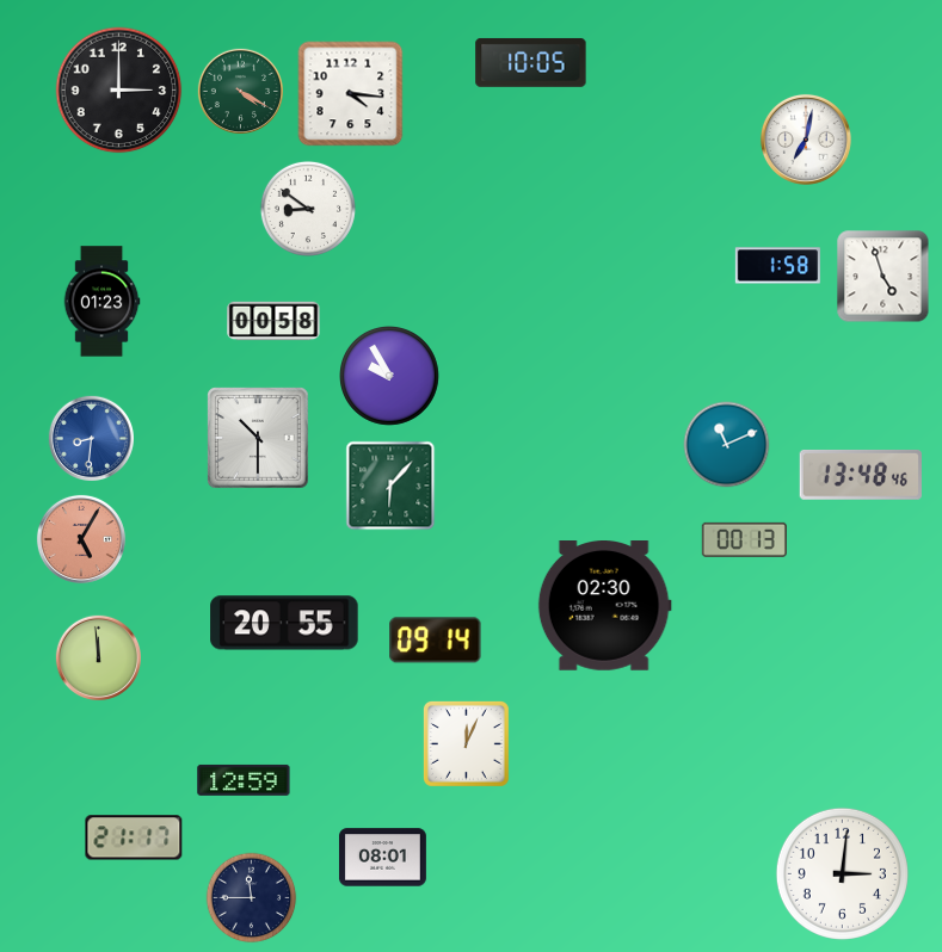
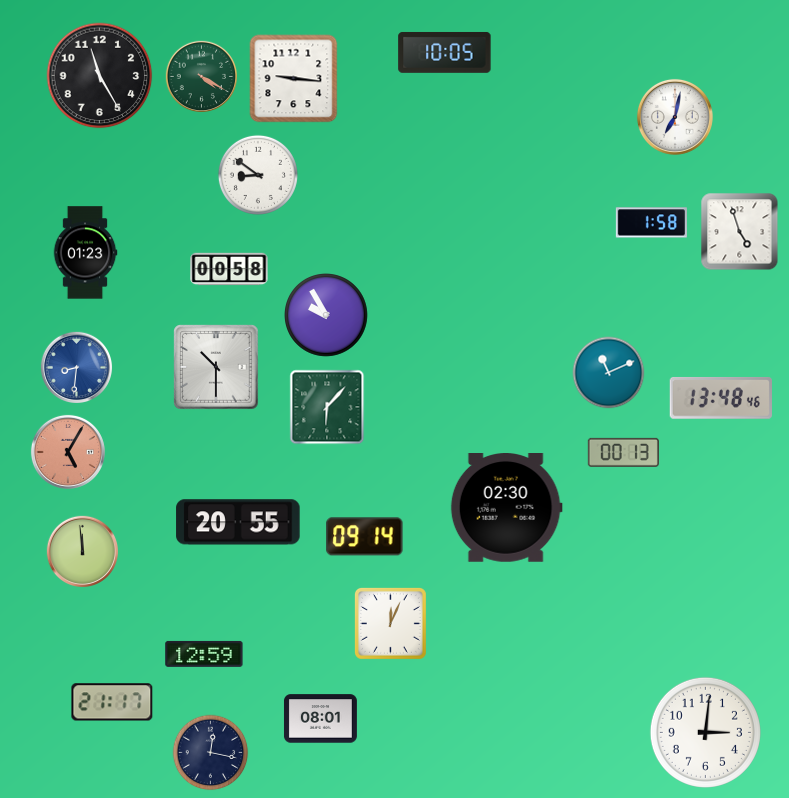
clock at (119, 91): 3:00 -> 11:25
clock at (351, 94): 4:16 -> 9:16
clock at (252, 898): 11:45 -> 12:17
